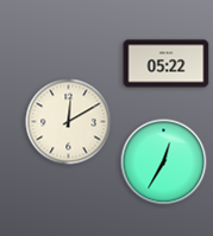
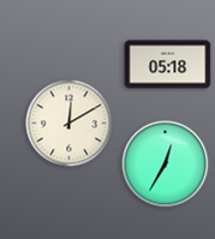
clock at (167, 64): 05:22 -> 05:18
